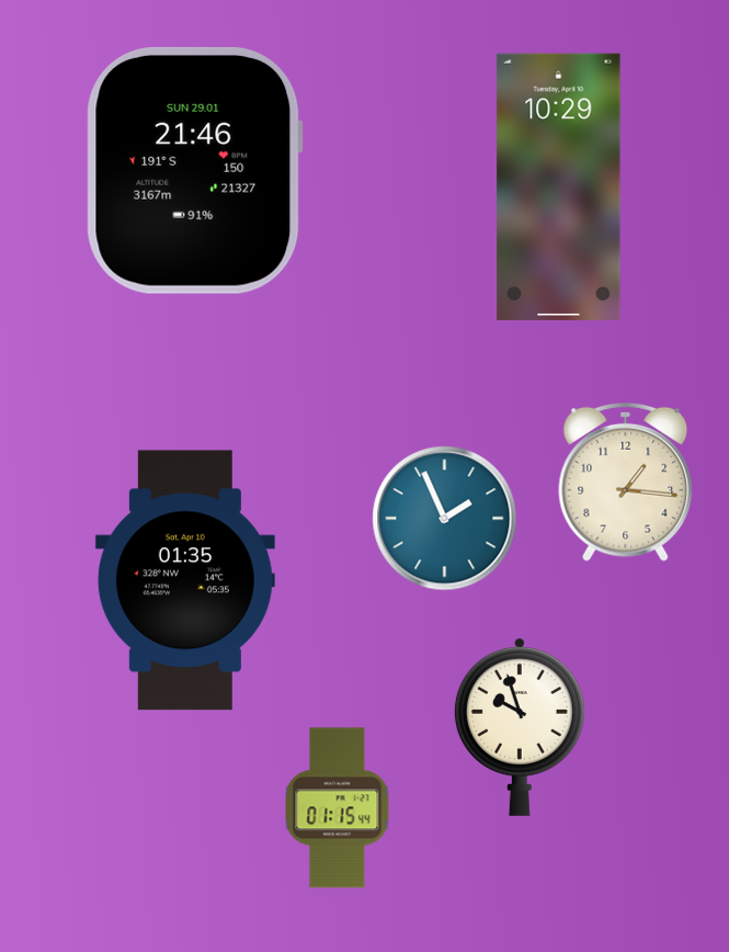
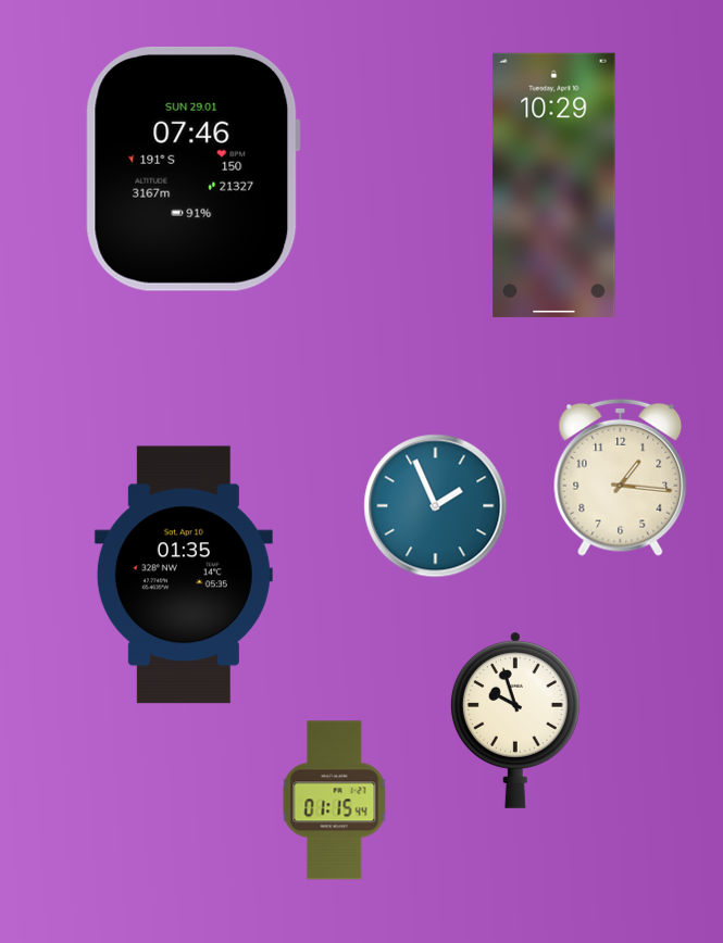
clock at (194, 170): 21:46 -> 07:46
clock at (445, 519) position: (445, 519) -> (436, 506)
